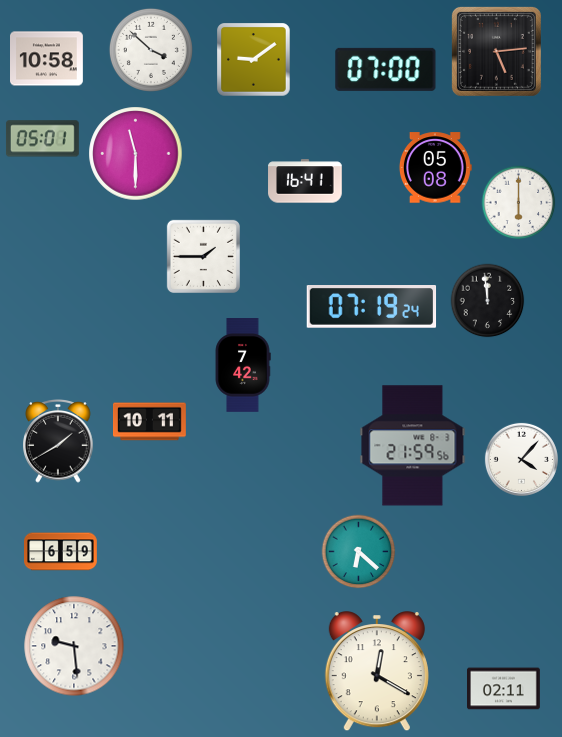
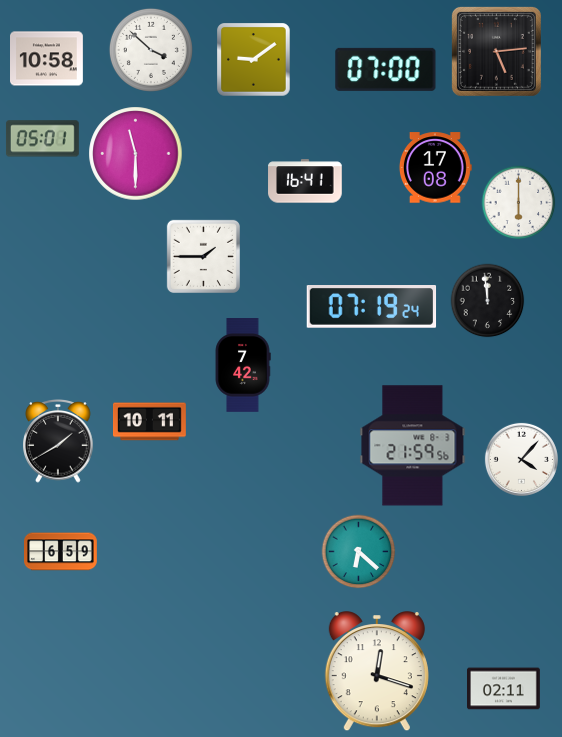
clock at (435, 168): 05:08 -> 17:08
clock at (74, 646): 9:29 -> none
clock at (377, 672): 12:20 -> 12:18
